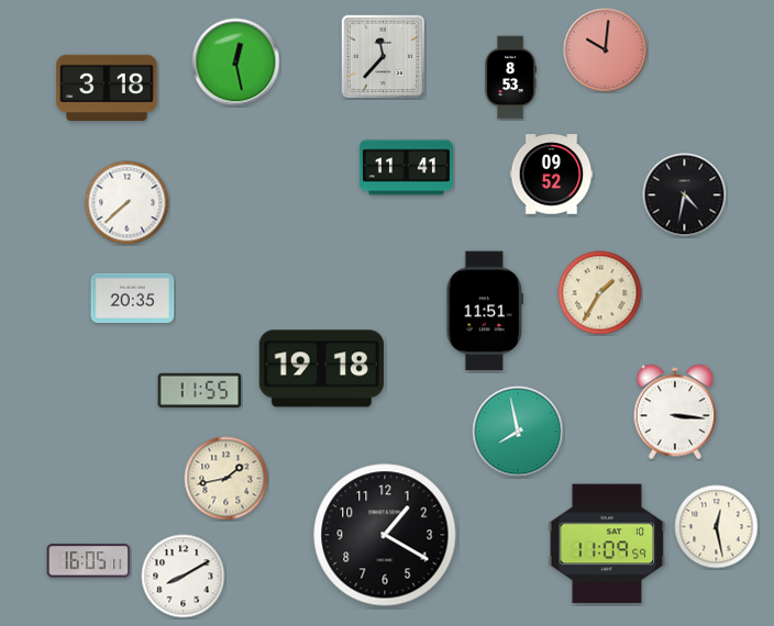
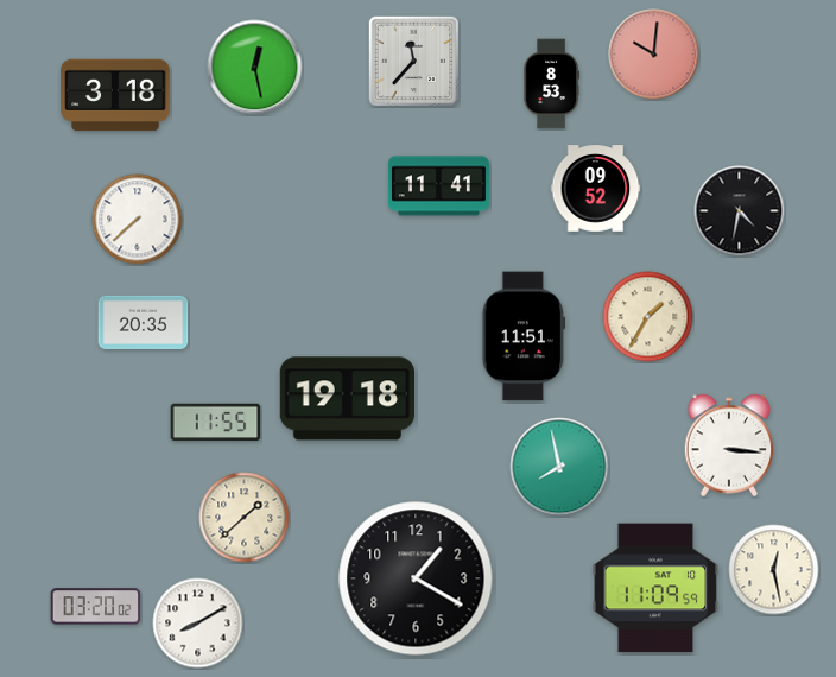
clock at (406, 168) position: (406, 168) -> (438, 186)
clock at (226, 479): 1:43 -> 1:38
clock at (89, 561): 16:05 -> 03:20
